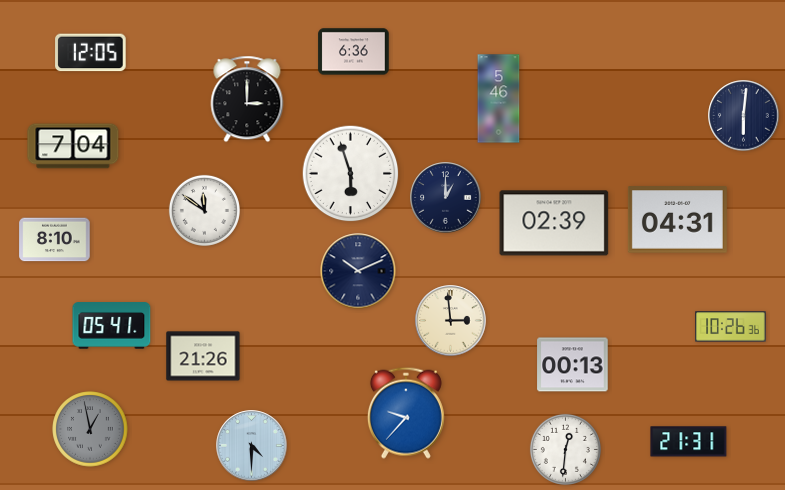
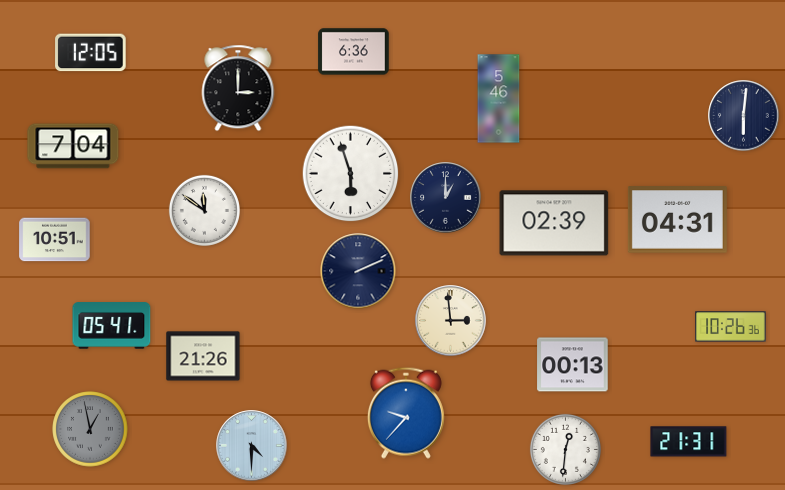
clock at (247, 99) position: (247, 99) -> (238, 88)
clock at (55, 240): 8:10 -> 10:51
clock at (358, 271): 10:11 -> 2:11
